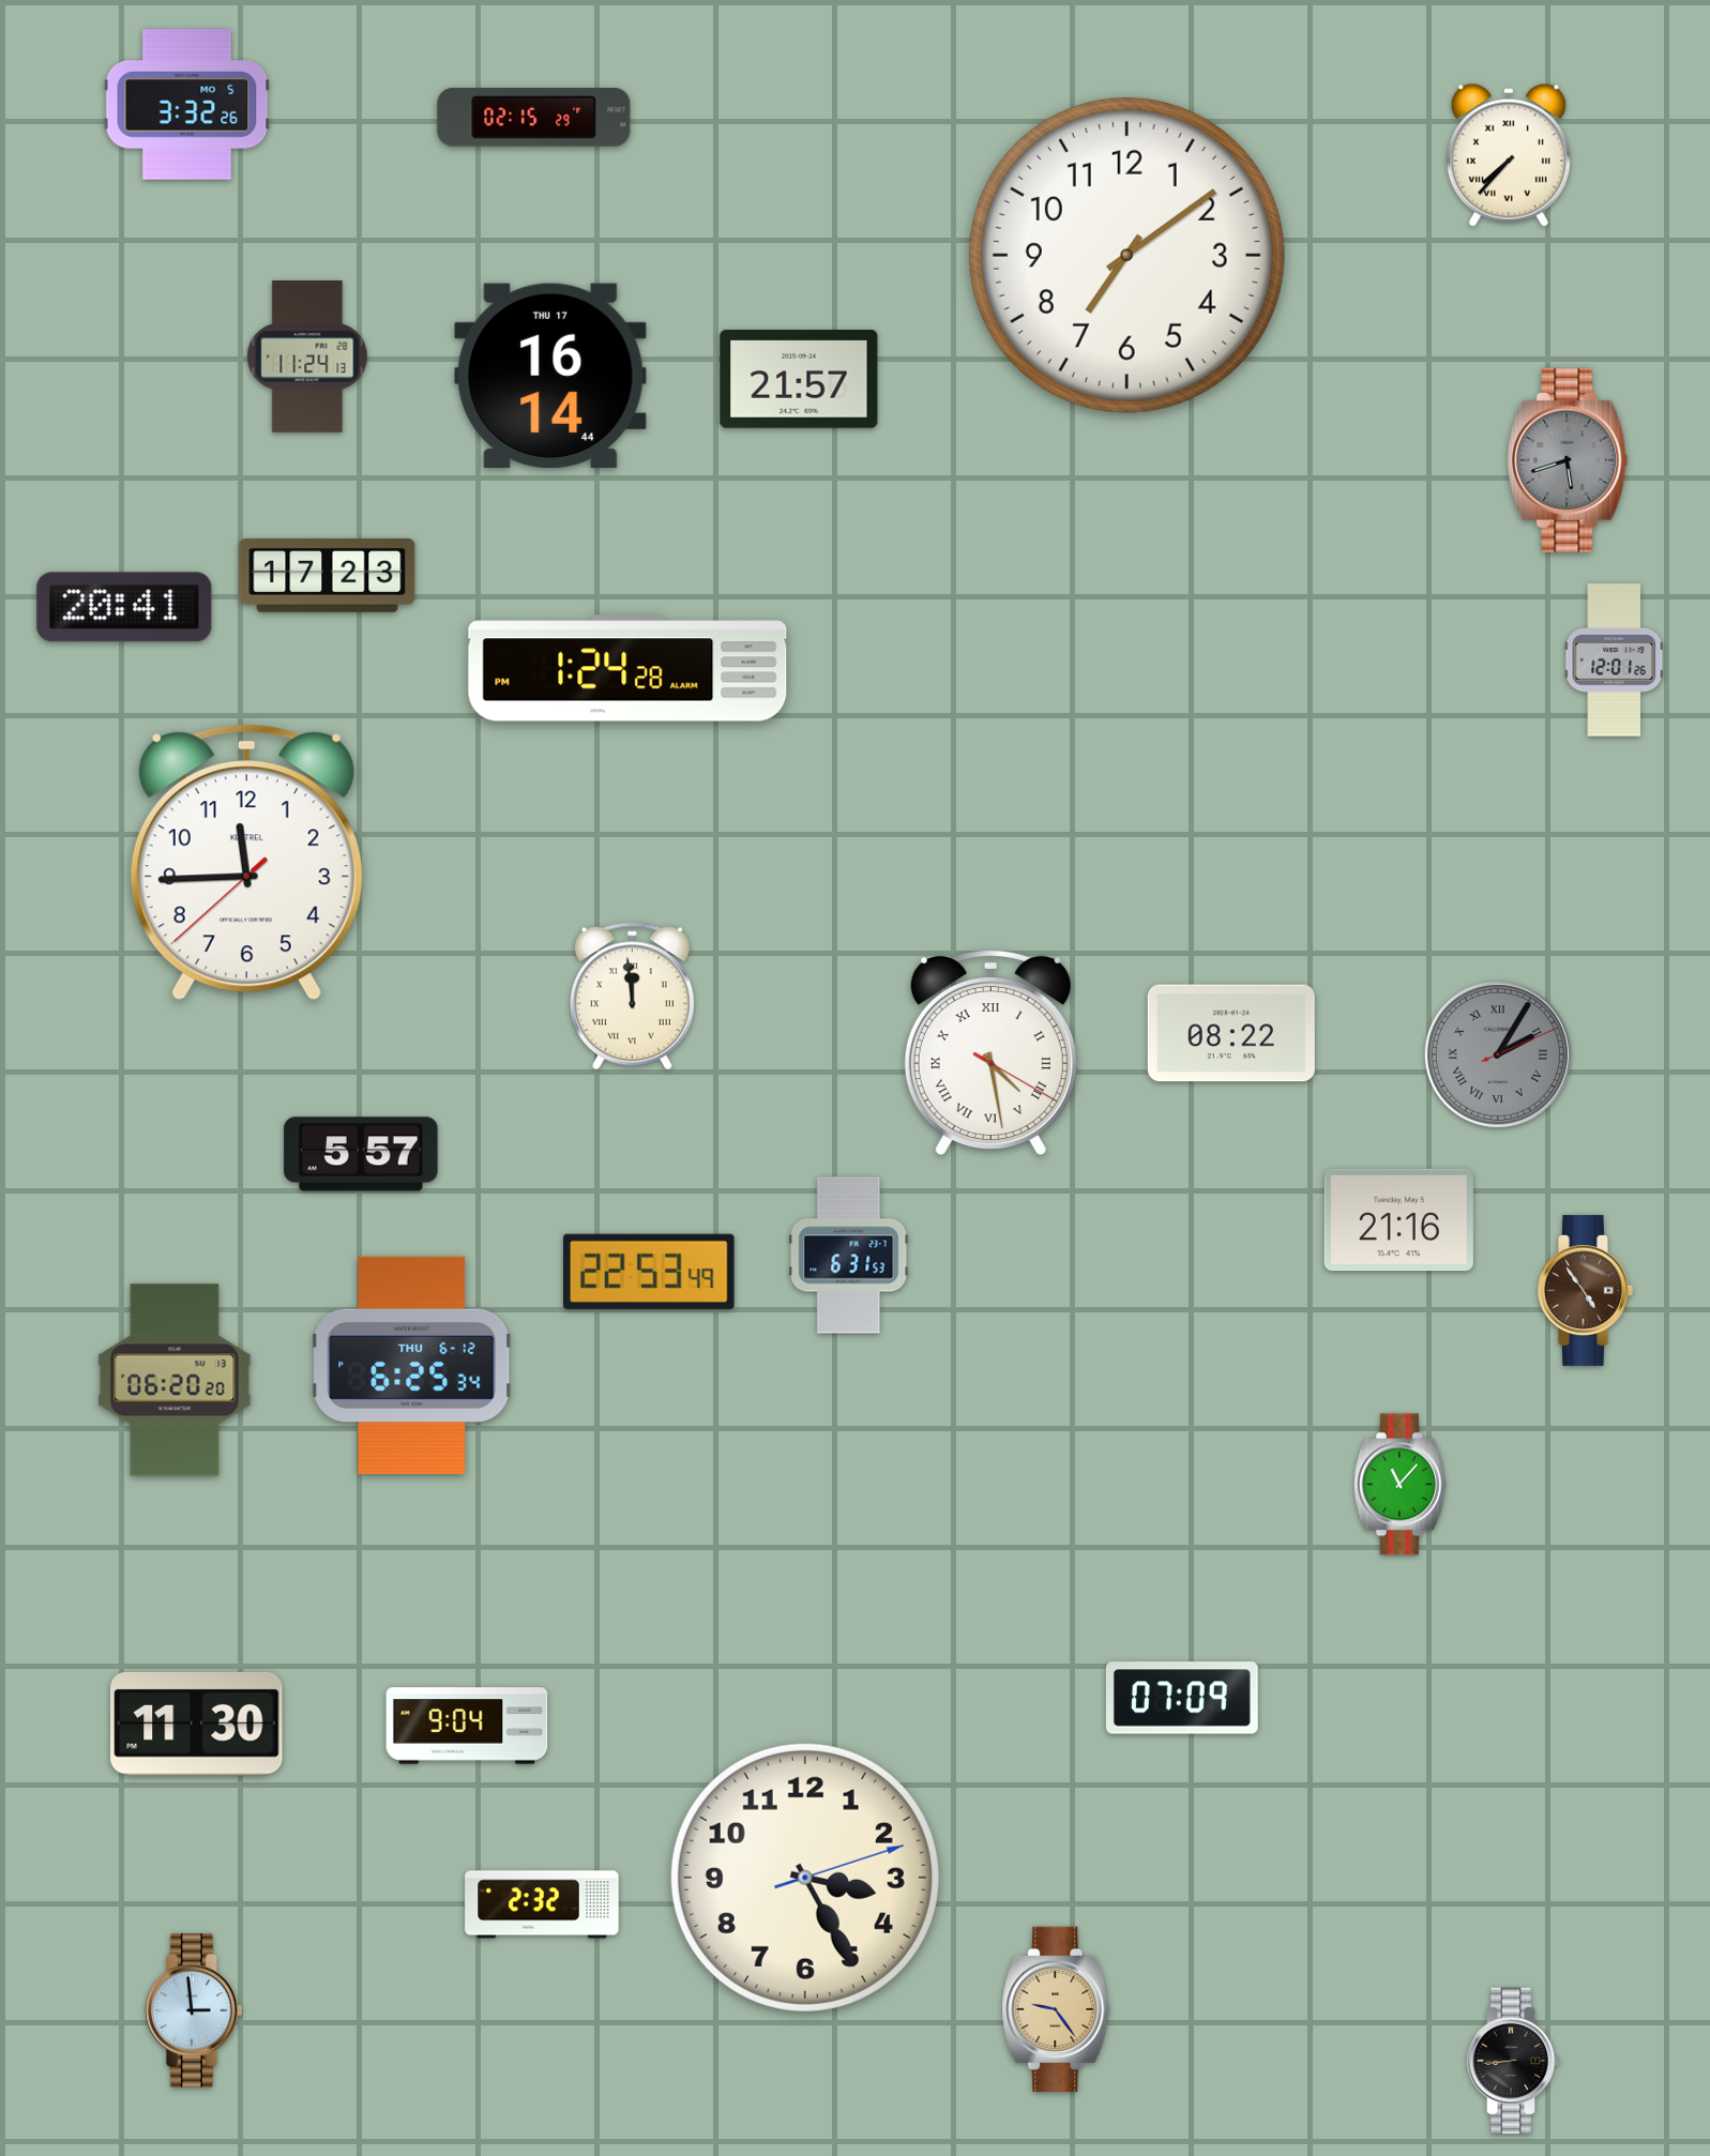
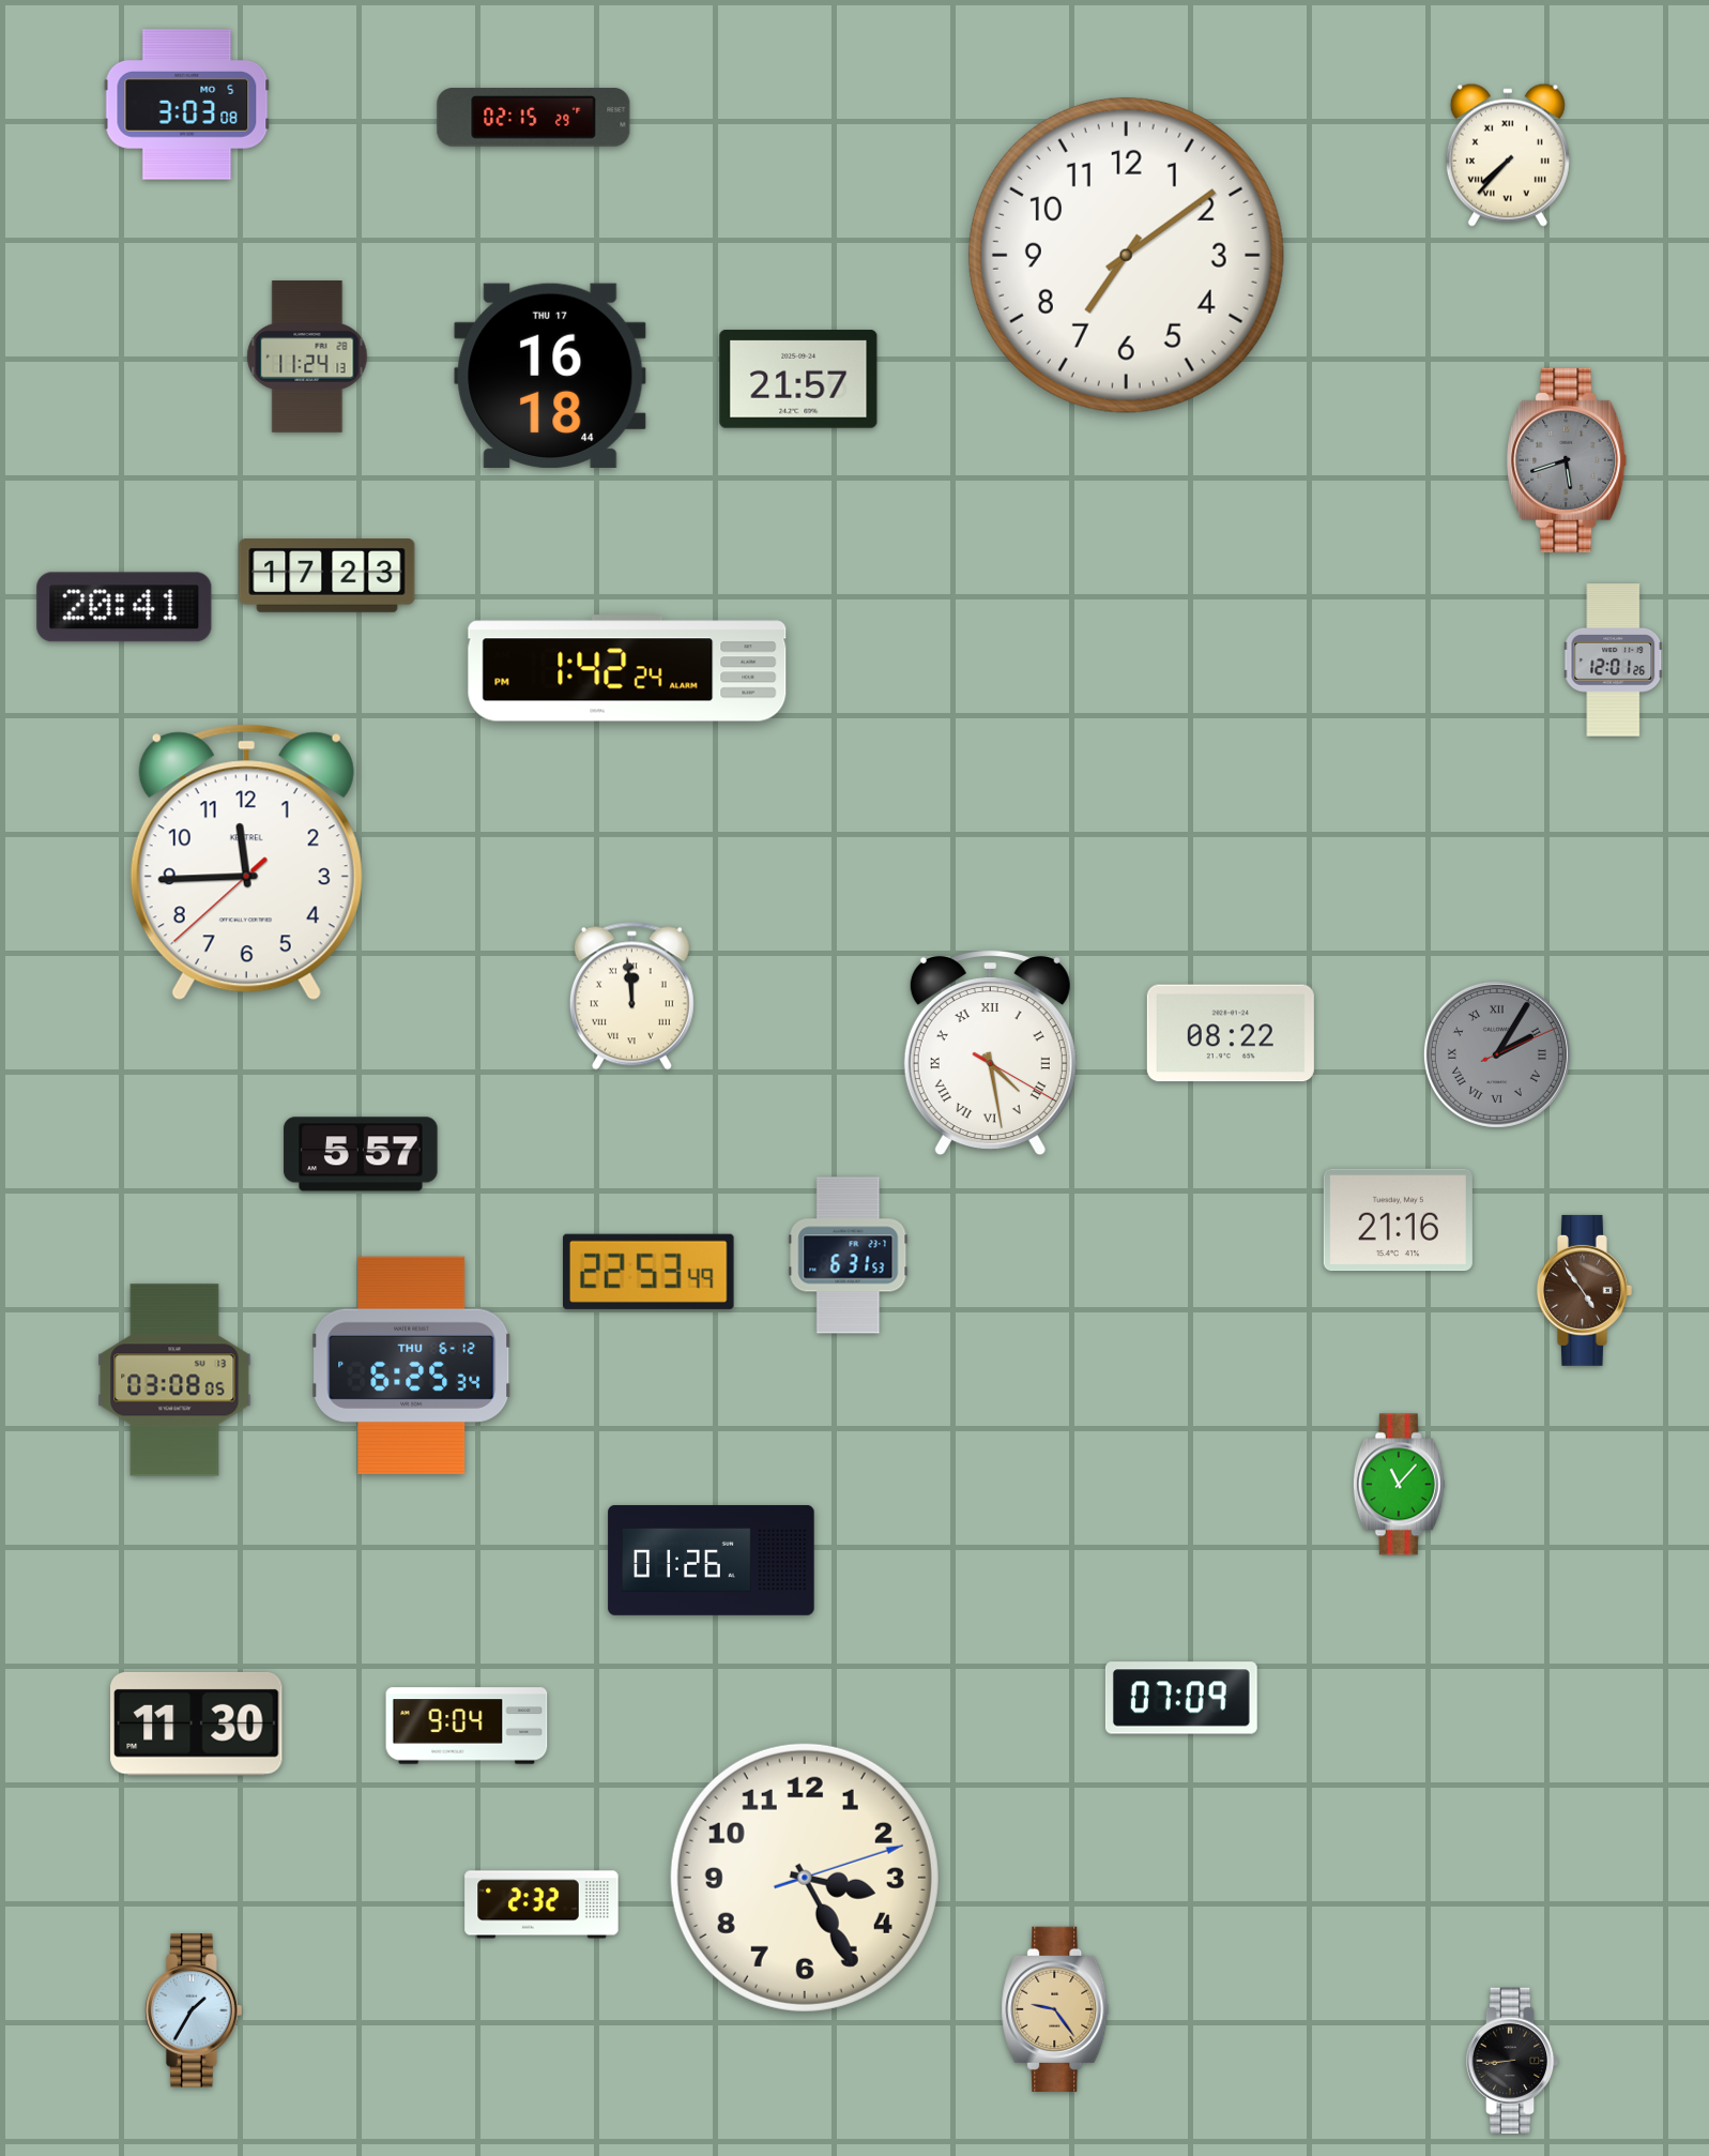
clock at (187, 105): 3:32 -> 3:03
clock at (550, 376): 16:14 -> 16:18
clock at (627, 668): 1:24 -> 1:42
clock at (175, 1380): 06:20 -> 03:08
clock at (712, 1560): none -> 01:26
clock at (194, 2010): 2:59 -> 1:35
